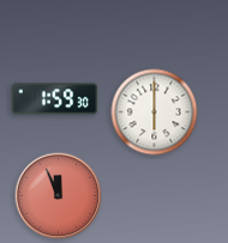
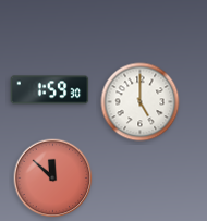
clock at (155, 113): 6:00 -> 5:00
clock at (59, 196): 11:56 -> 11:52
